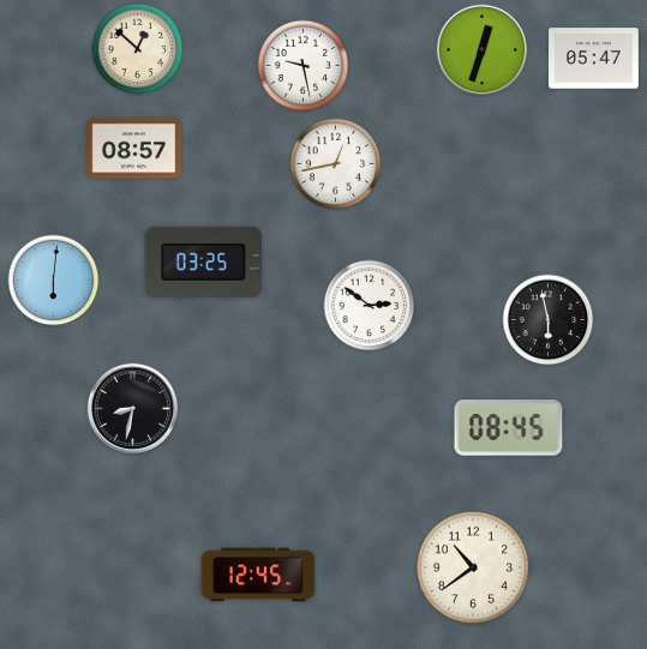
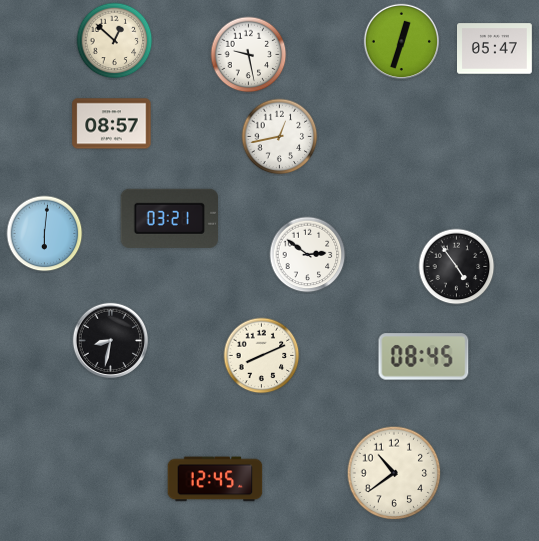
clock at (304, 66) position: (304, 66) -> (249, 55)
clock at (203, 262): 03:25 -> 03:21
clock at (549, 320): 5:58 -> 4:54
clock at (262, 356): none -> 8:11
